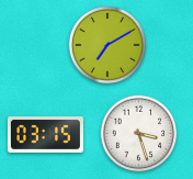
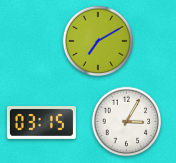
clock at (139, 134): 3:27 -> 3:05
